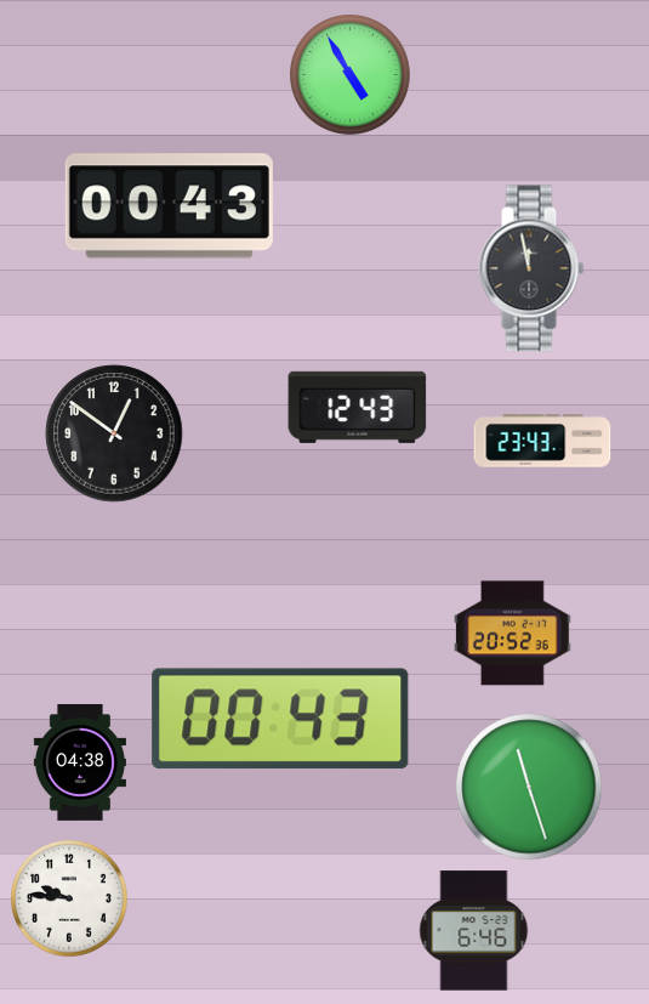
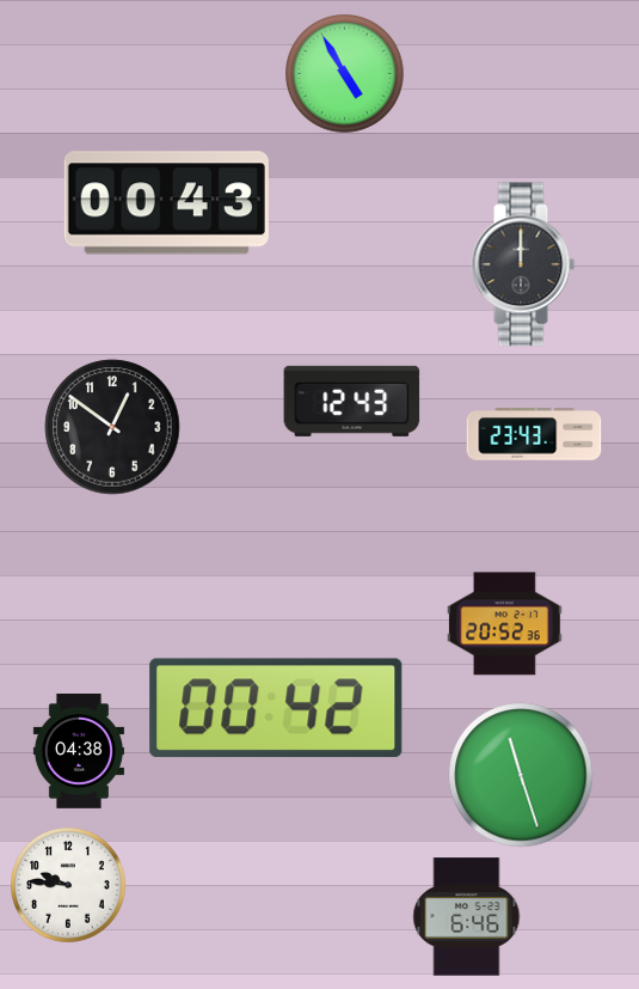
clock at (531, 268): 11:58 -> 12:00
clock at (280, 719): 00:43 -> 00:42
